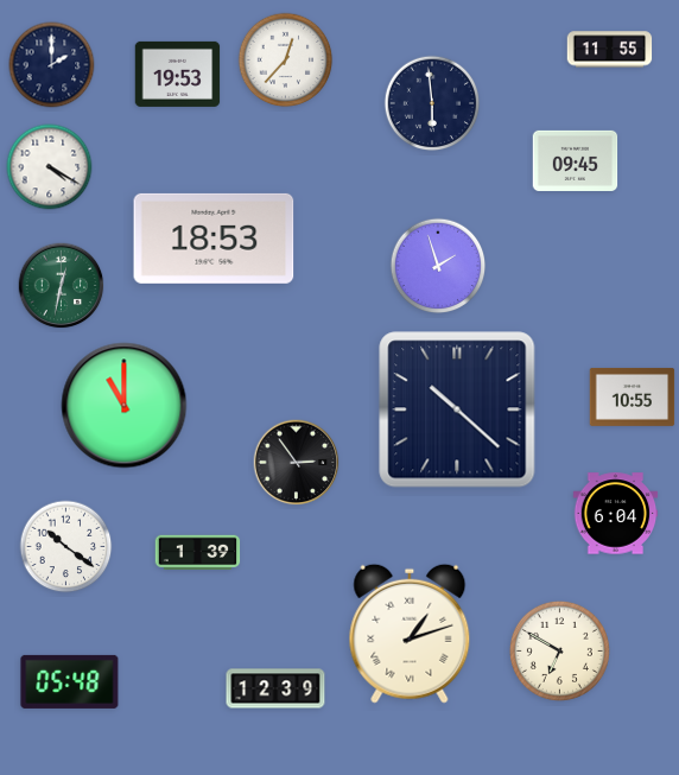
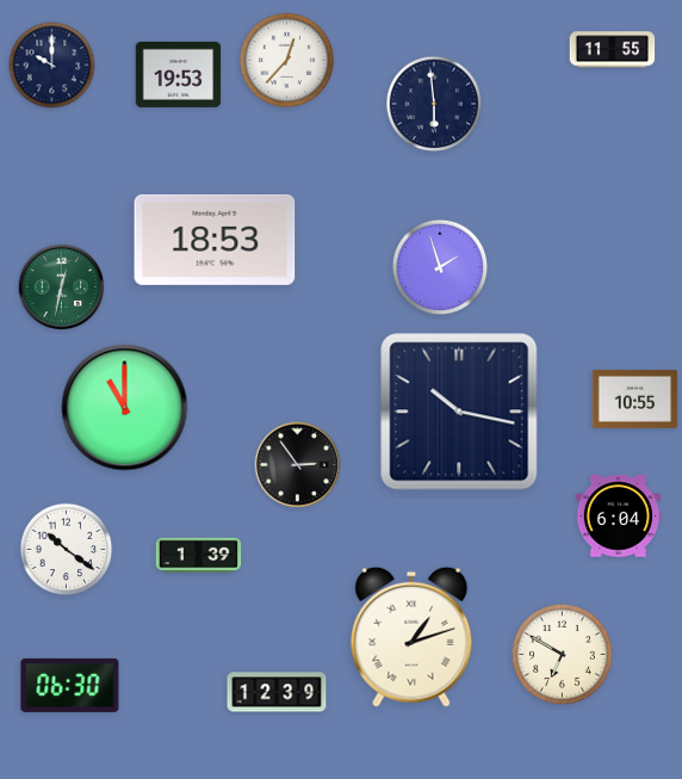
clock at (52, 65): 2:00 -> 10:00
clock at (576, 160): 09:45 -> none
clock at (50, 167): 4:20 -> none
clock at (457, 409): 10:22 -> 10:17
clock at (70, 681): 05:48 -> 06:30
